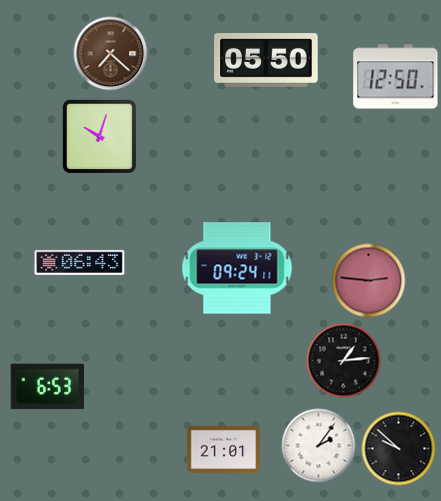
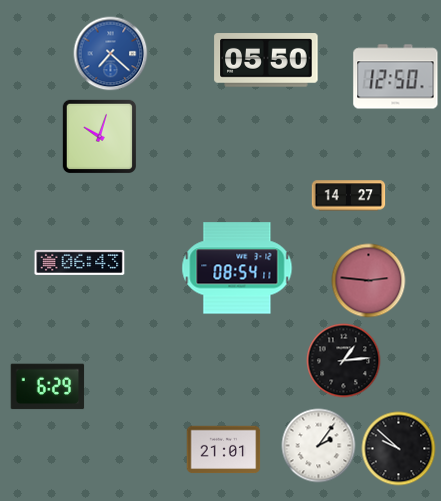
clock at (111, 54) dial: brown -> blue
clock at (349, 196): none -> 14:27
clock at (237, 268): 09:24 -> 08:54
clock at (48, 387): 6:53 -> 6:29
